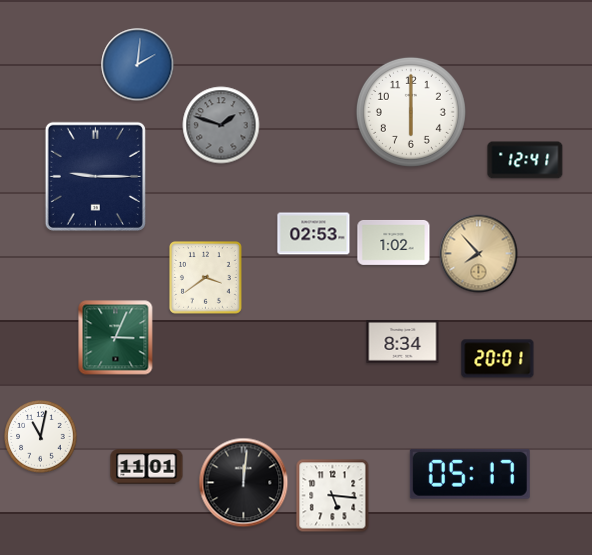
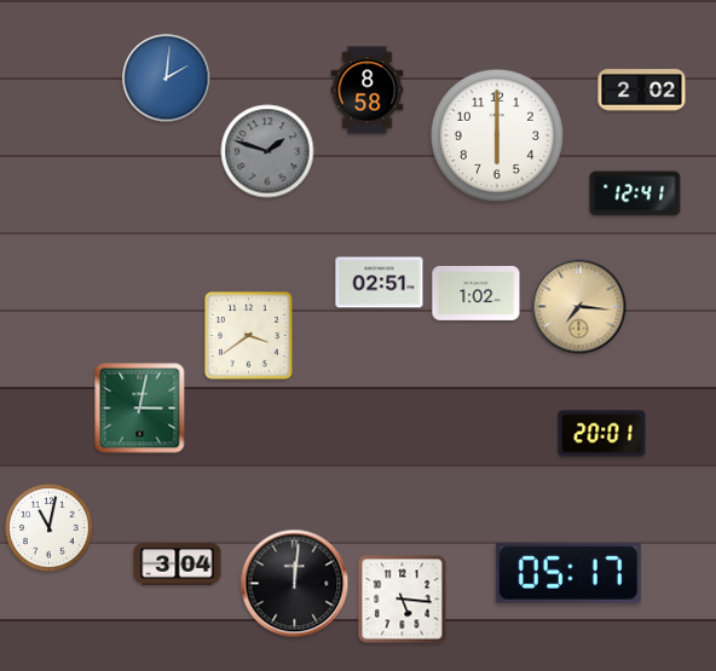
clock at (368, 91): none -> 8:58
clock at (642, 91): none -> 2:02
clock at (95, 176): 9:15 -> none
clock at (314, 234): 02:53 -> 02:51
clock at (479, 254): 7:53 -> 7:16
clock at (116, 338): 3:04 -> 3:02
clock at (403, 342): 8:34 -> none
clock at (147, 467): 11:01 -> 3:04
